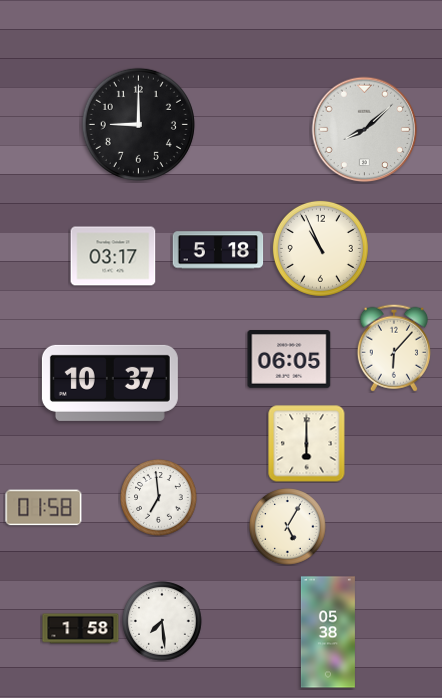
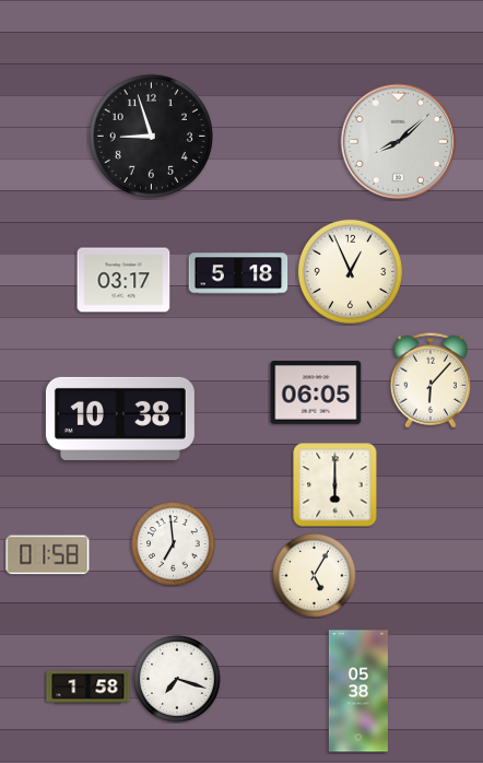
clock at (138, 124): 9:00 -> 8:57
clock at (320, 248): 10:56 -> 12:56
clock at (110, 383): 10:37 -> 10:38
clock at (163, 622): 7:29 -> 7:18
